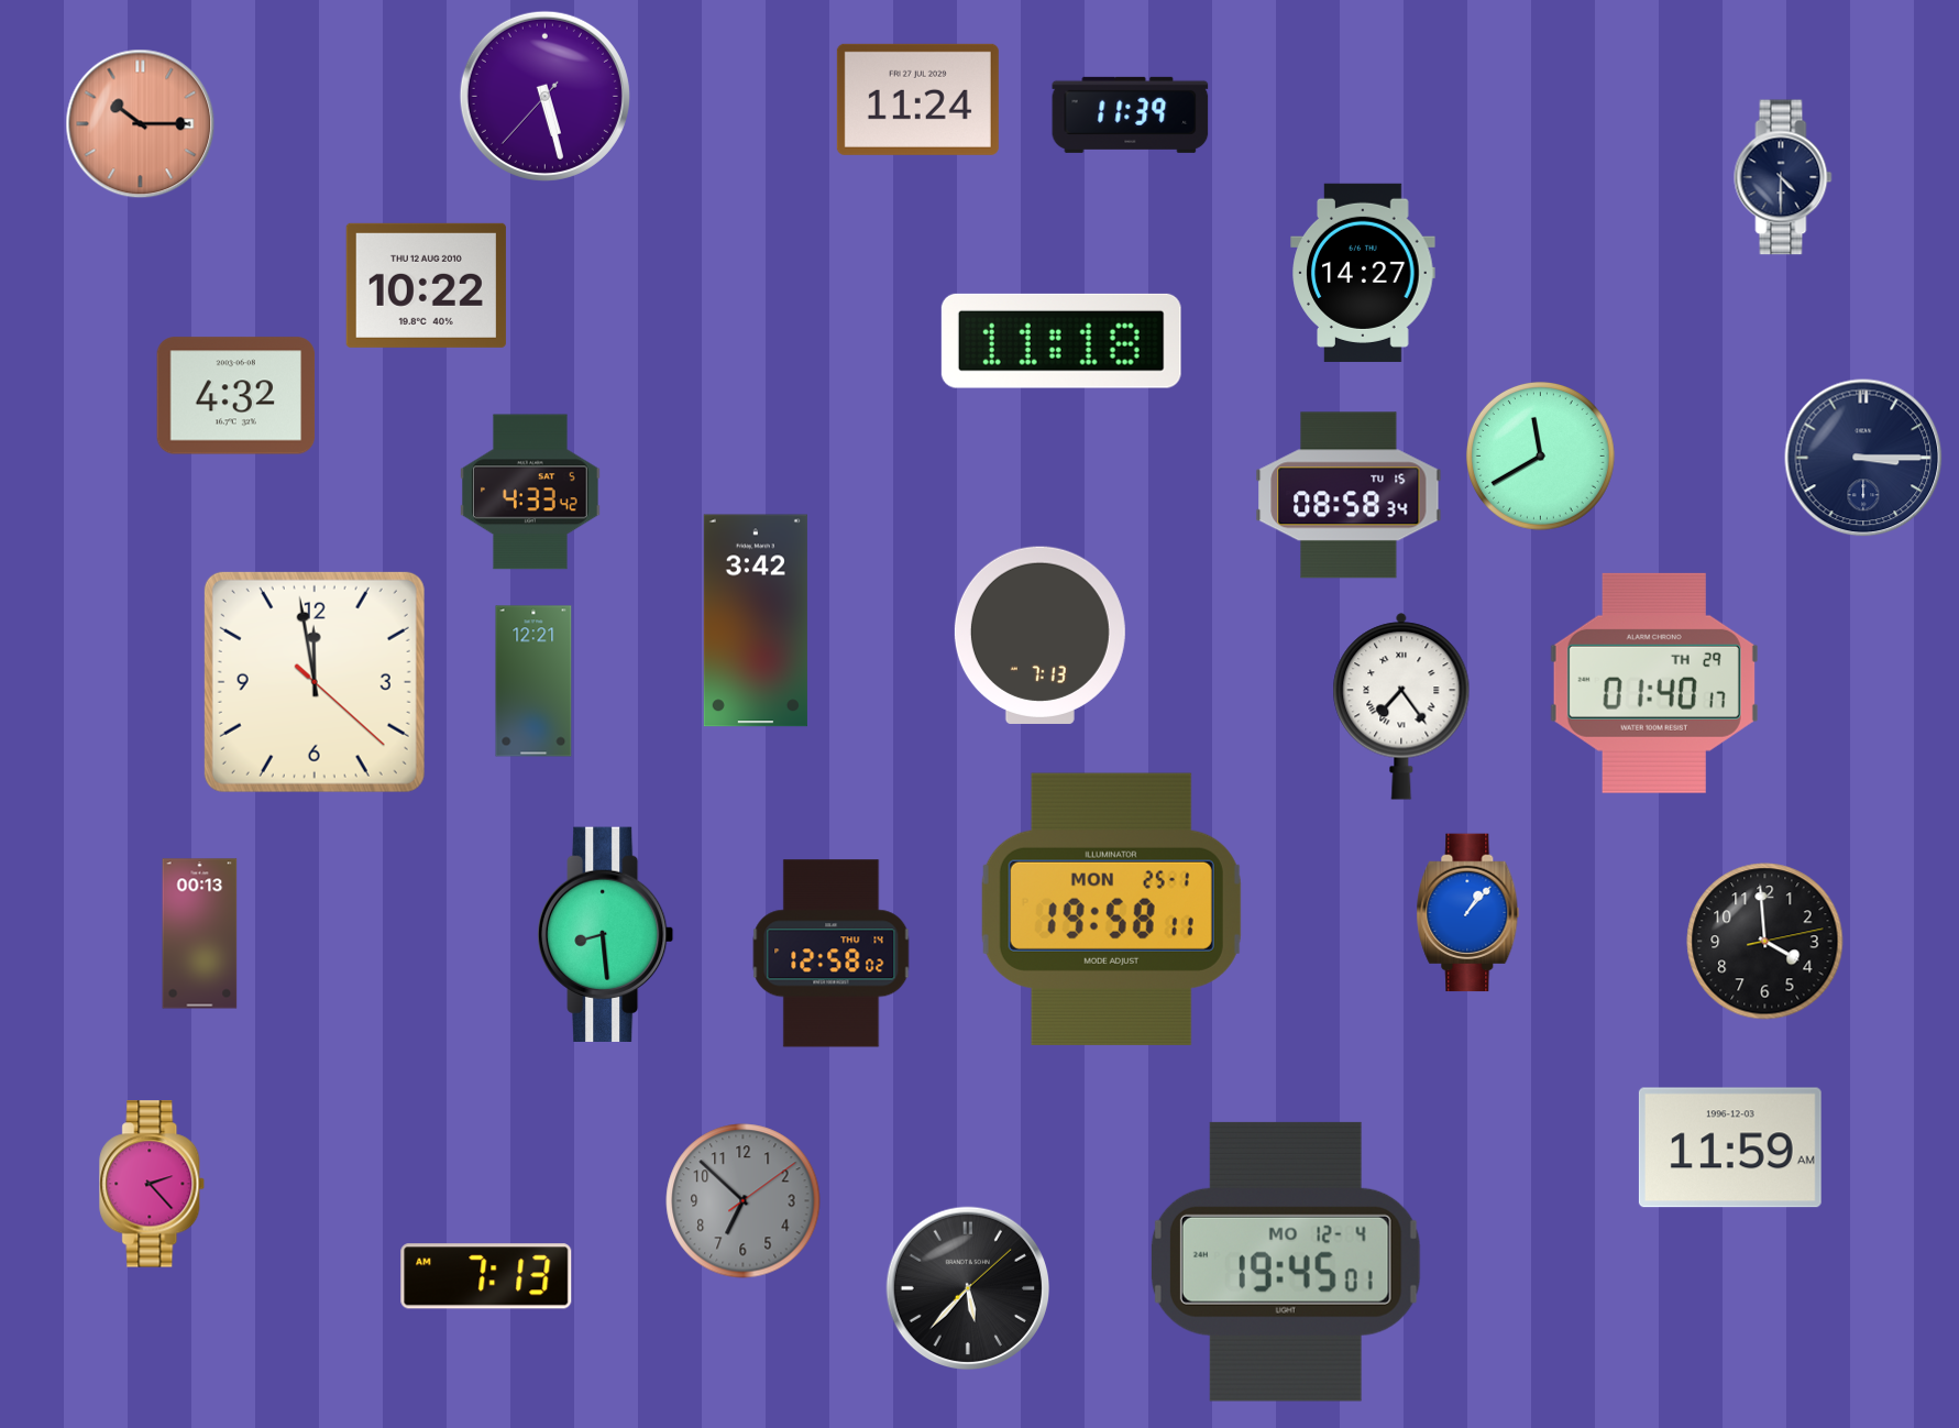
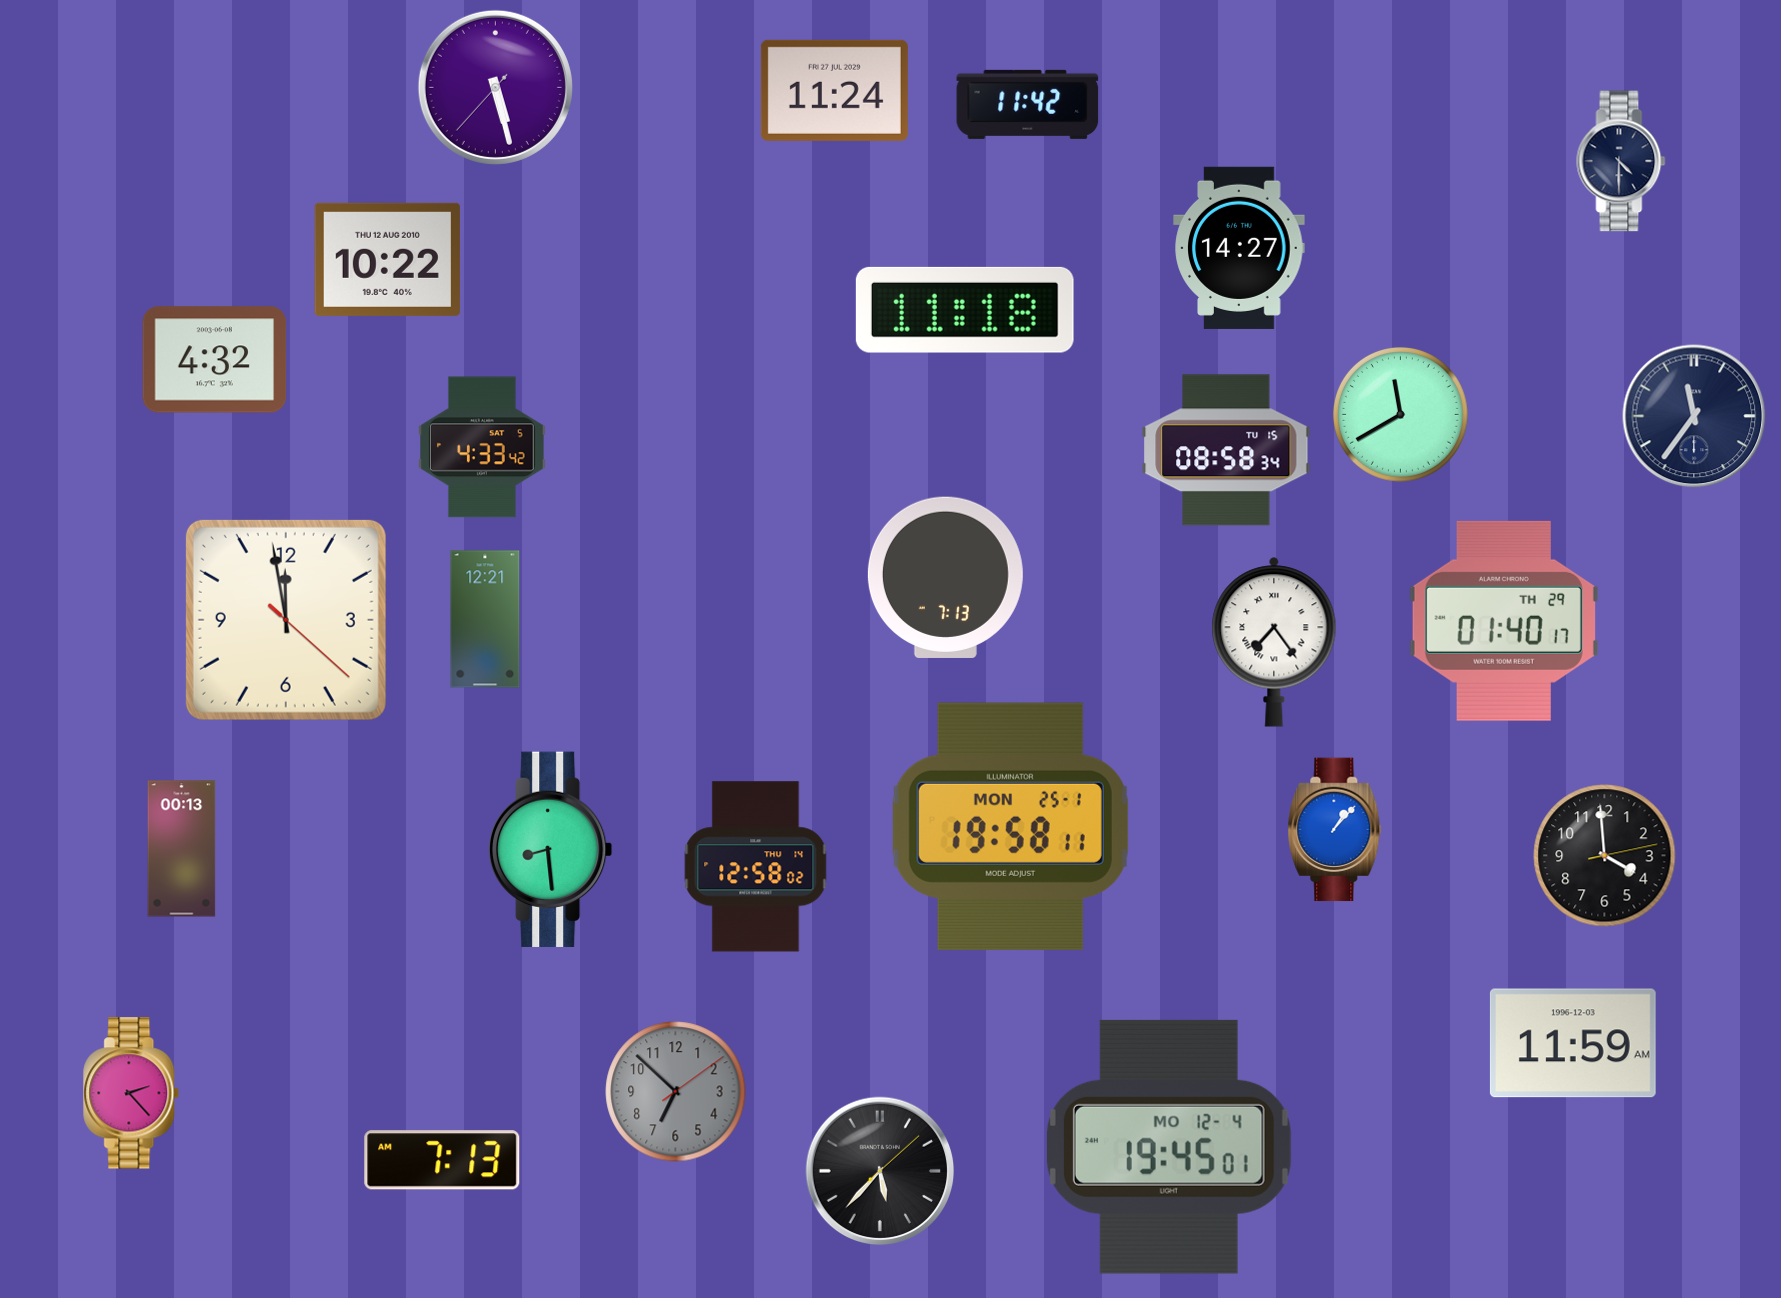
clock at (1131, 114): 11:39 -> 11:42
clock at (141, 124): 10:15 -> none
clock at (1863, 458): 3:15 -> 11:36
clock at (756, 620): 3:42 -> none
clock at (153, 1184) position: (153, 1184) -> (132, 1093)
